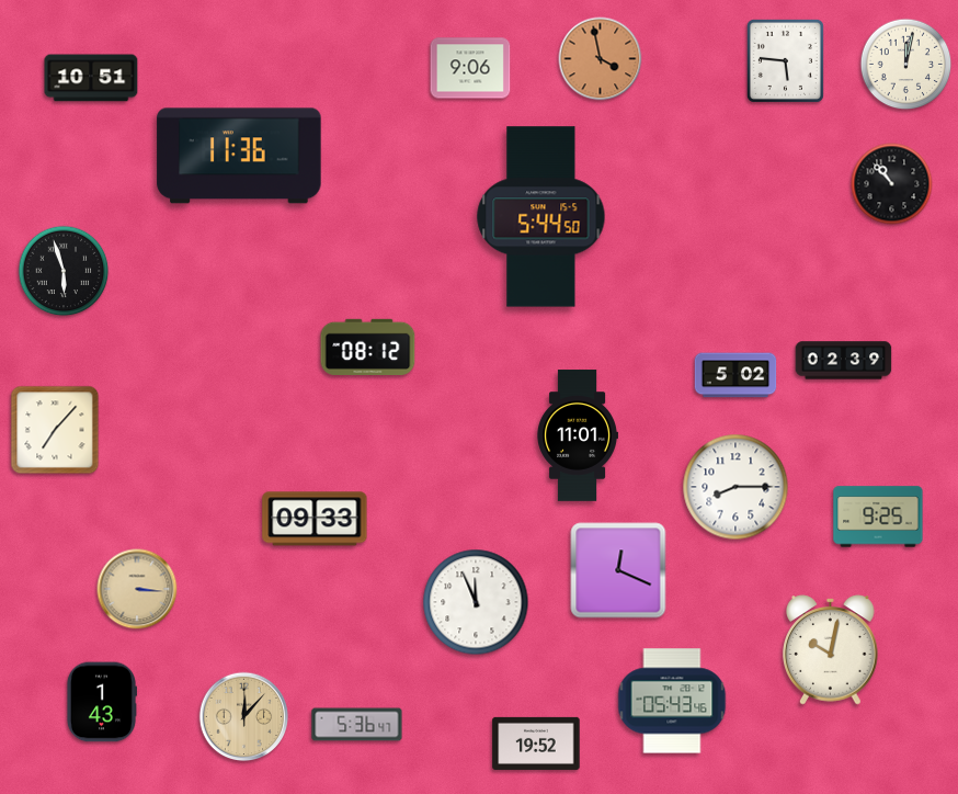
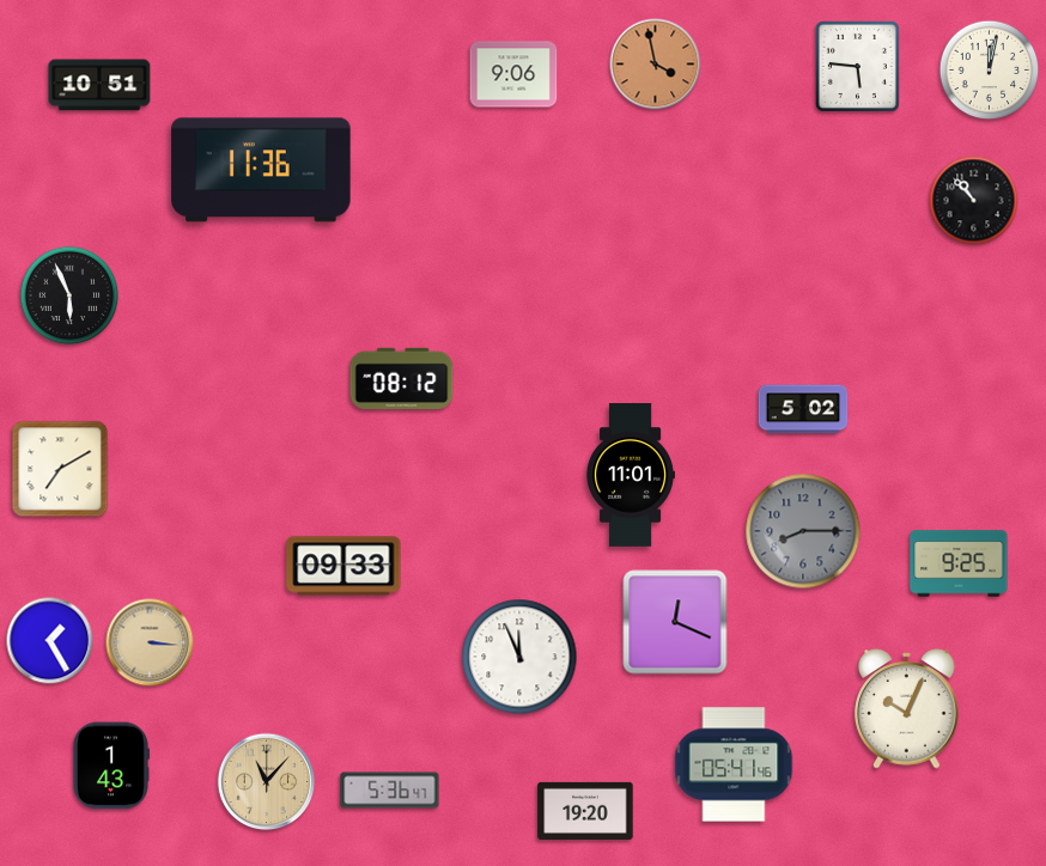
clock at (541, 217): 5:44 -> none
clock at (64, 271): 5:57 -> 5:56
clock at (844, 361): 02:39 -> none
clock at (55, 430): 7:07 -> 7:10
clock at (735, 487) dial: white -> grey
clock at (50, 641): none -> 1:25
clock at (831, 650): 10:02 -> 10:04
clock at (672, 701): 05:43 -> 05:41
clock at (244, 717): 12:07 -> 11:07
clock at (536, 744): 19:52 -> 19:20
